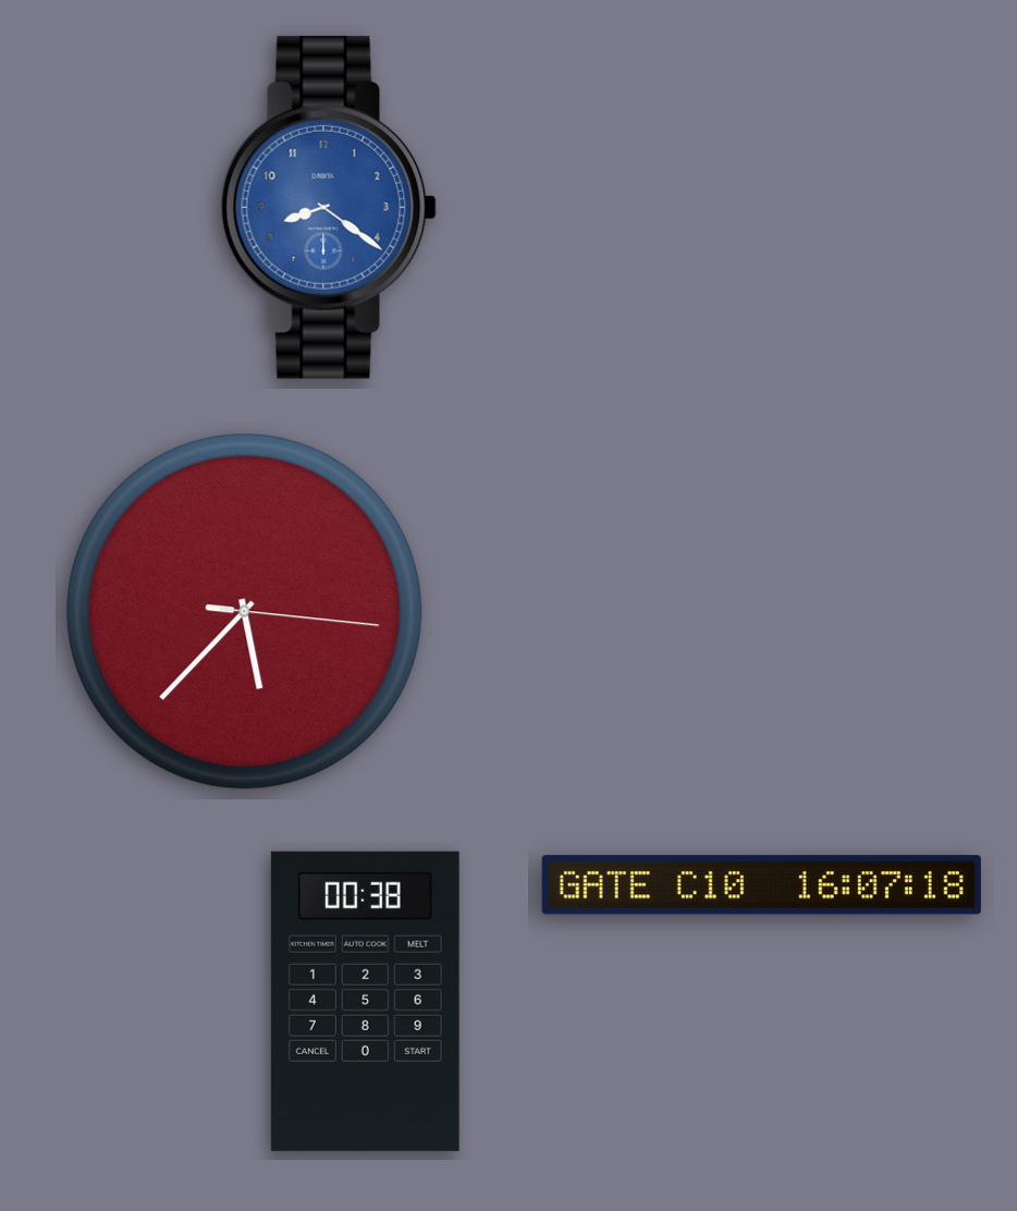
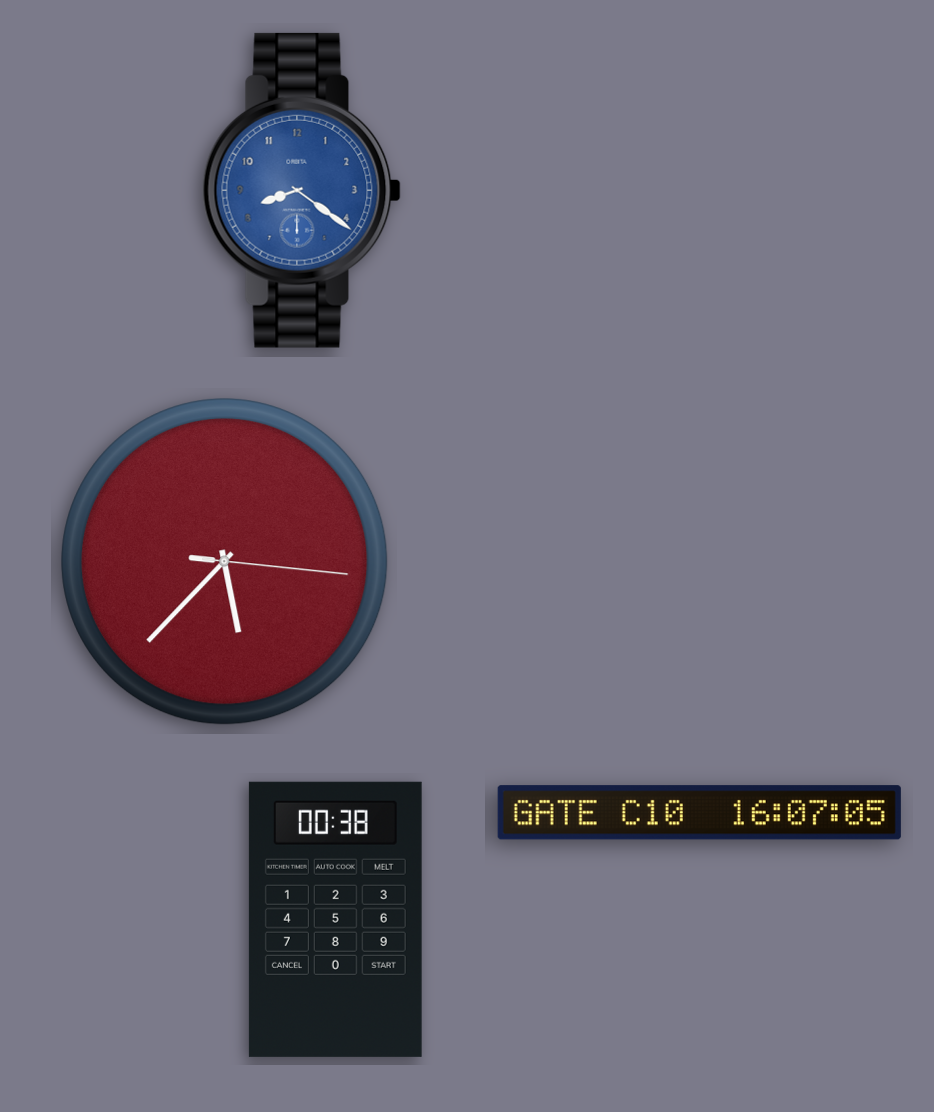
clock at (761, 885): 16:07:18 -> 16:07:05
